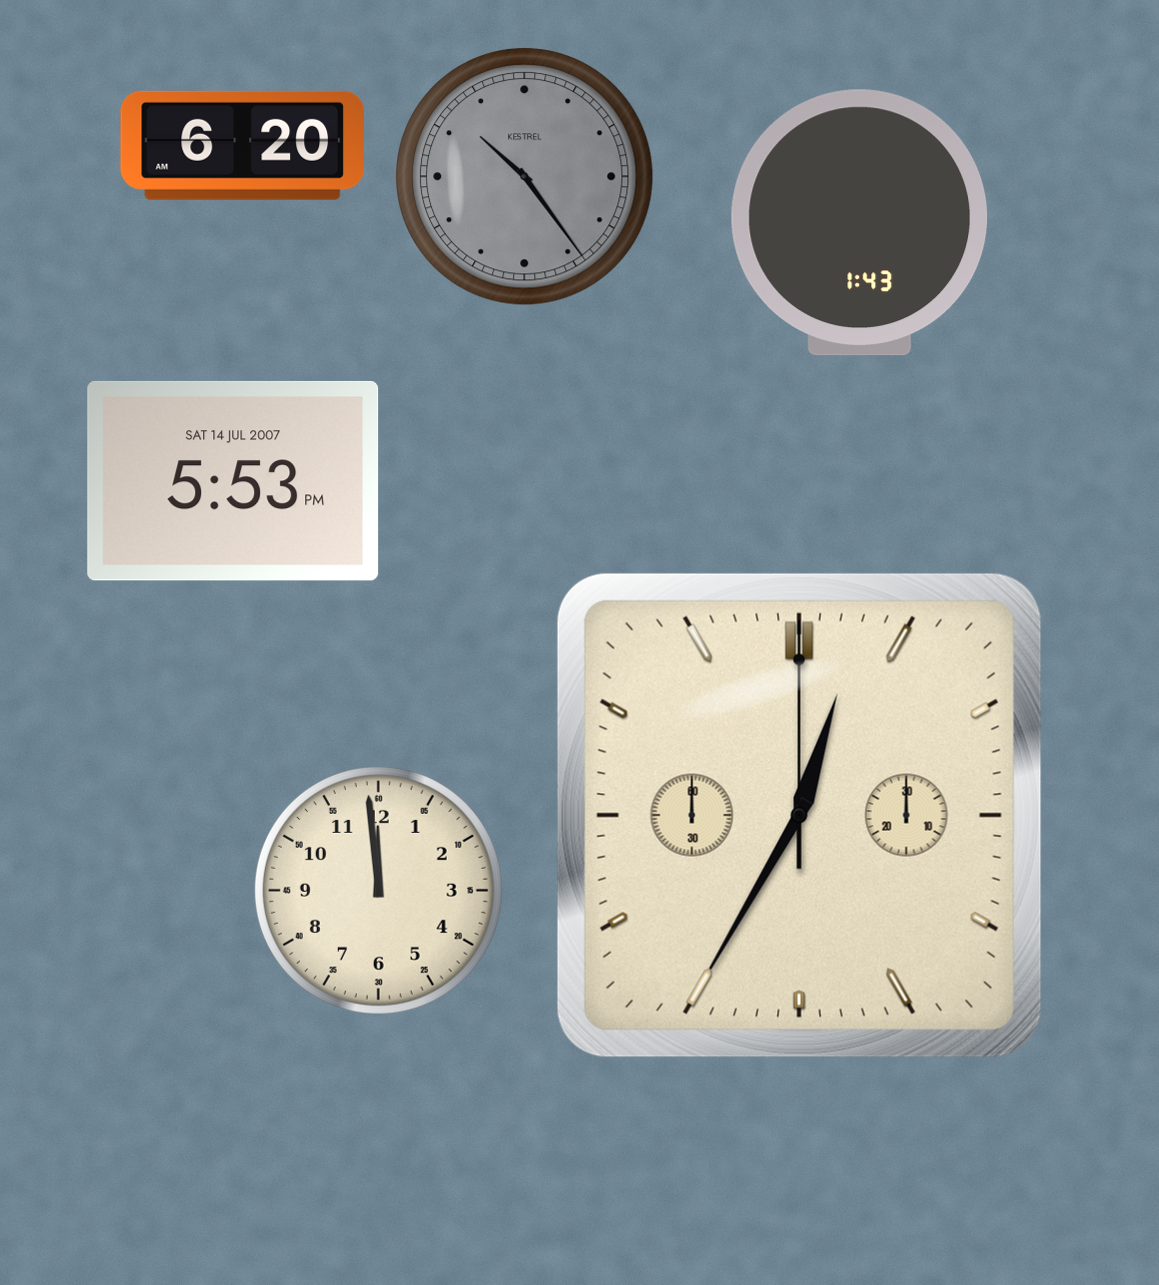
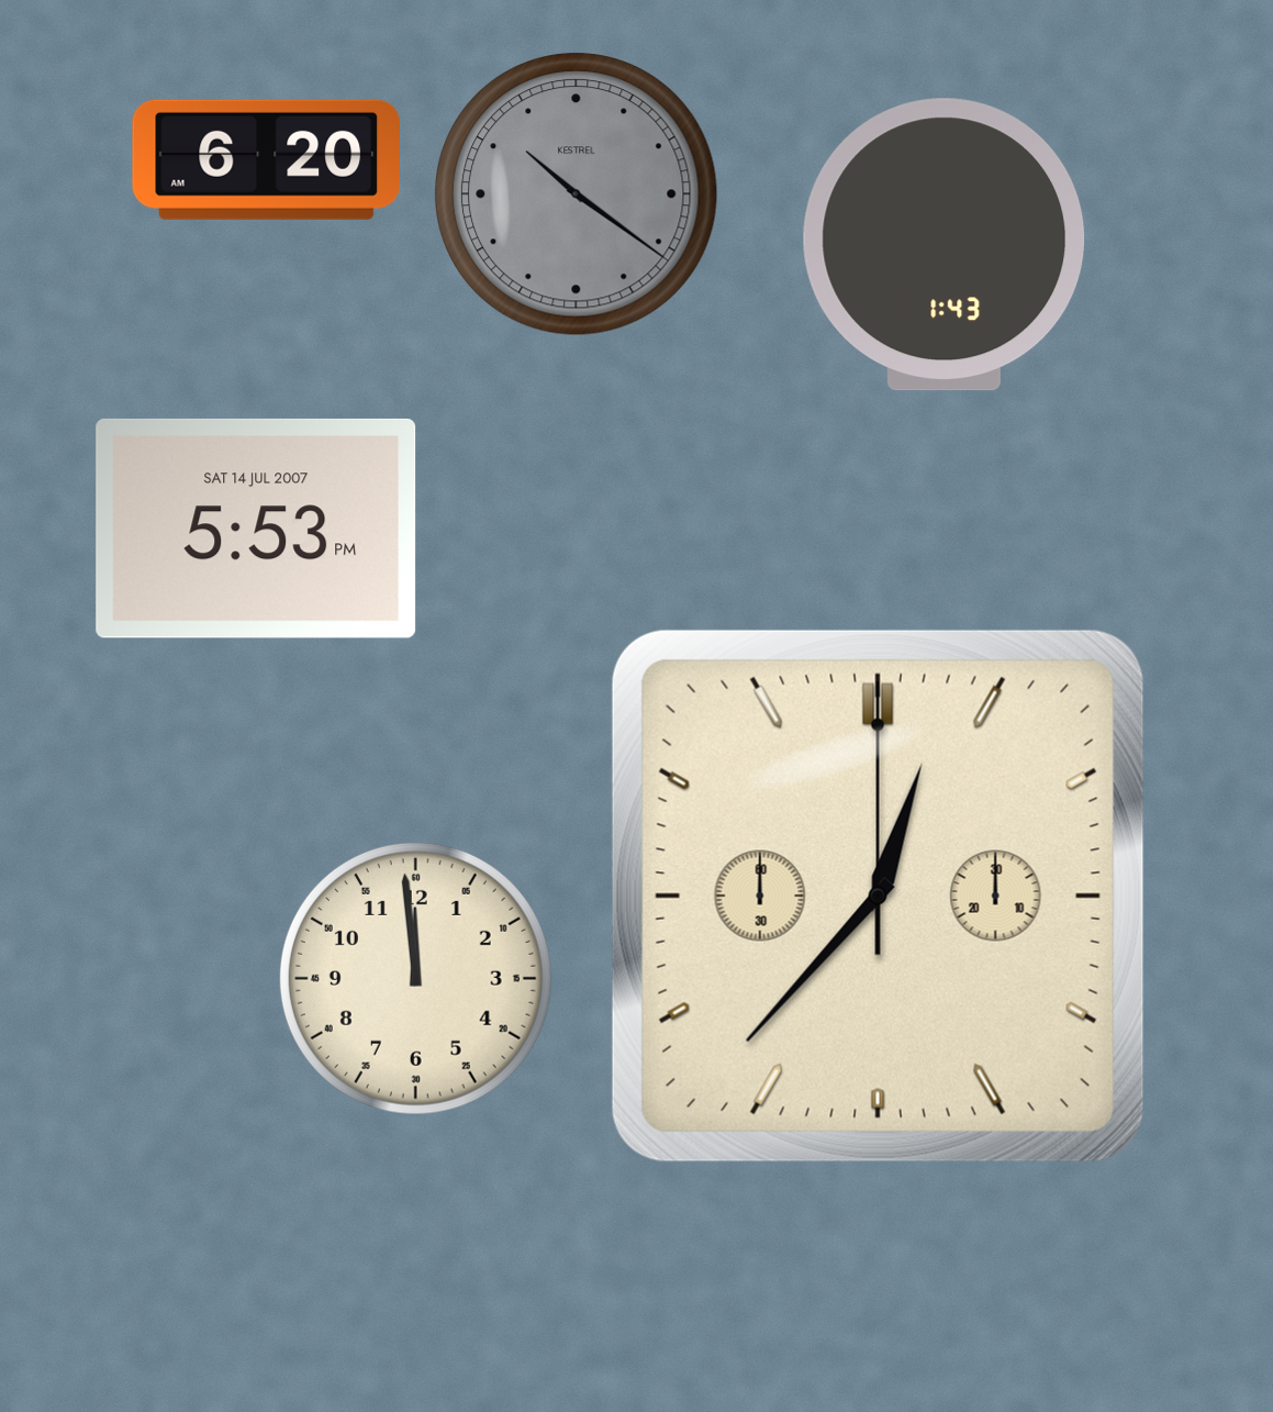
clock at (525, 177): 10:24 -> 10:21
clock at (799, 815): 12:35 -> 12:37
